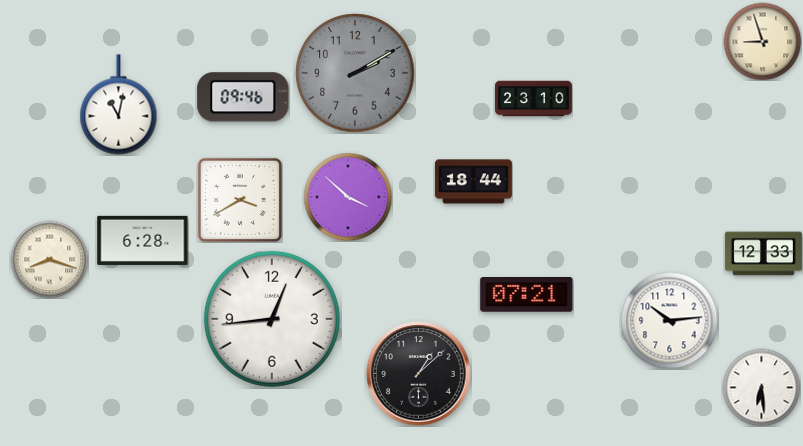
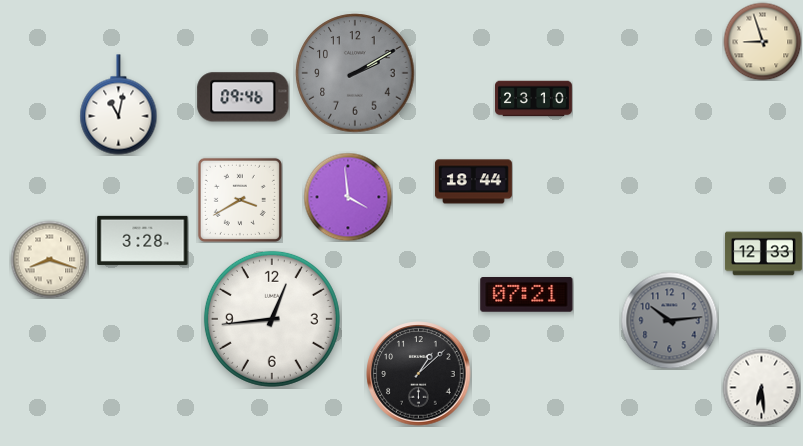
clock at (348, 197): 3:52 -> 3:59
clock at (143, 240): 6:28 -> 3:28
clock at (669, 320) dial: white -> grey
